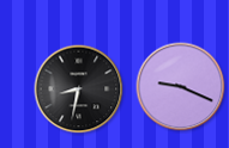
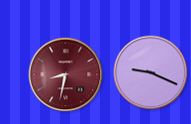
clock at (79, 90) dial: black -> burgundy
